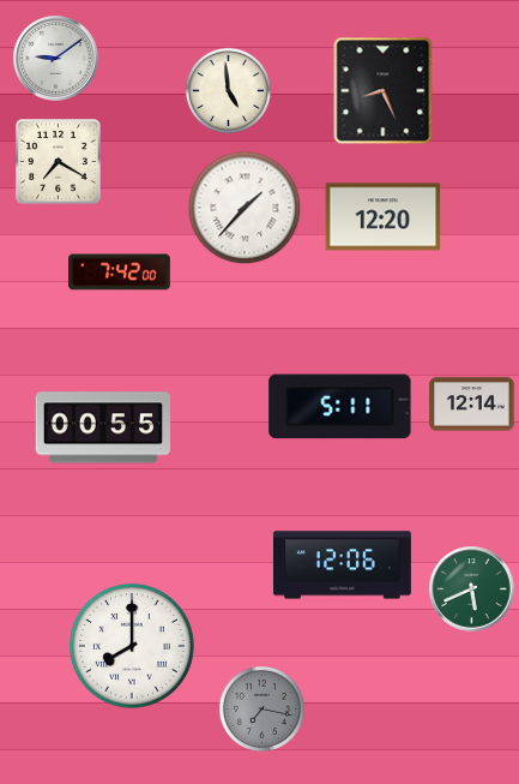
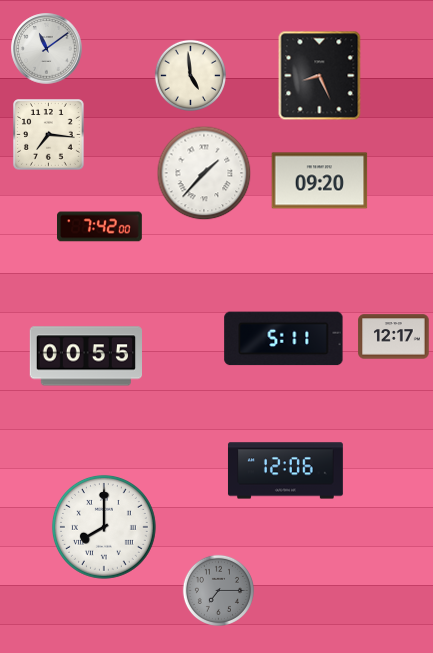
clock at (56, 59): 9:09 -> 11:09
clock at (59, 162): 7:20 -> 7:16
clock at (384, 217): 12:20 -> 09:20
clock at (472, 405): 12:14 -> 12:17
clock at (472, 590): 5:41 -> none
clock at (132, 646) position: (132, 646) -> (104, 527)
clock at (261, 708): 7:17 -> 7:15
